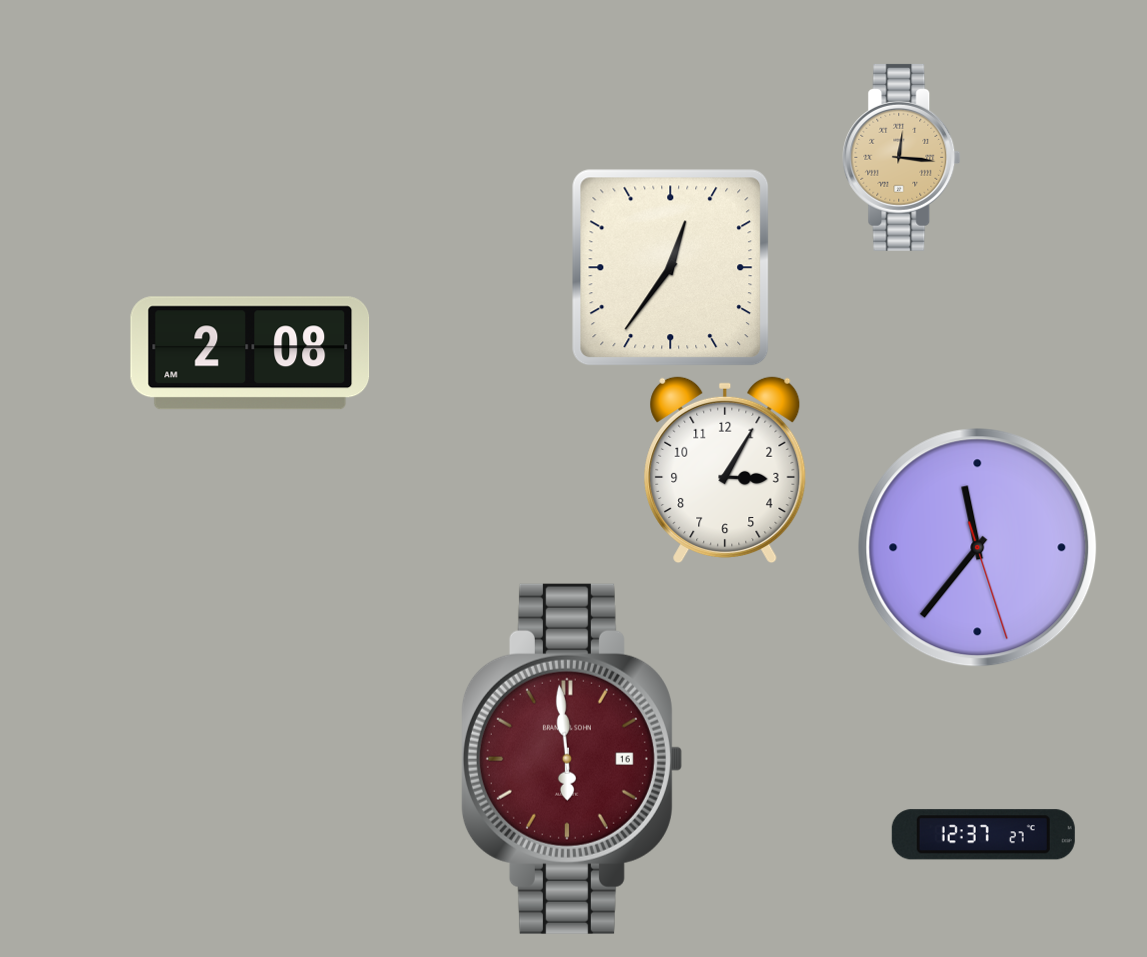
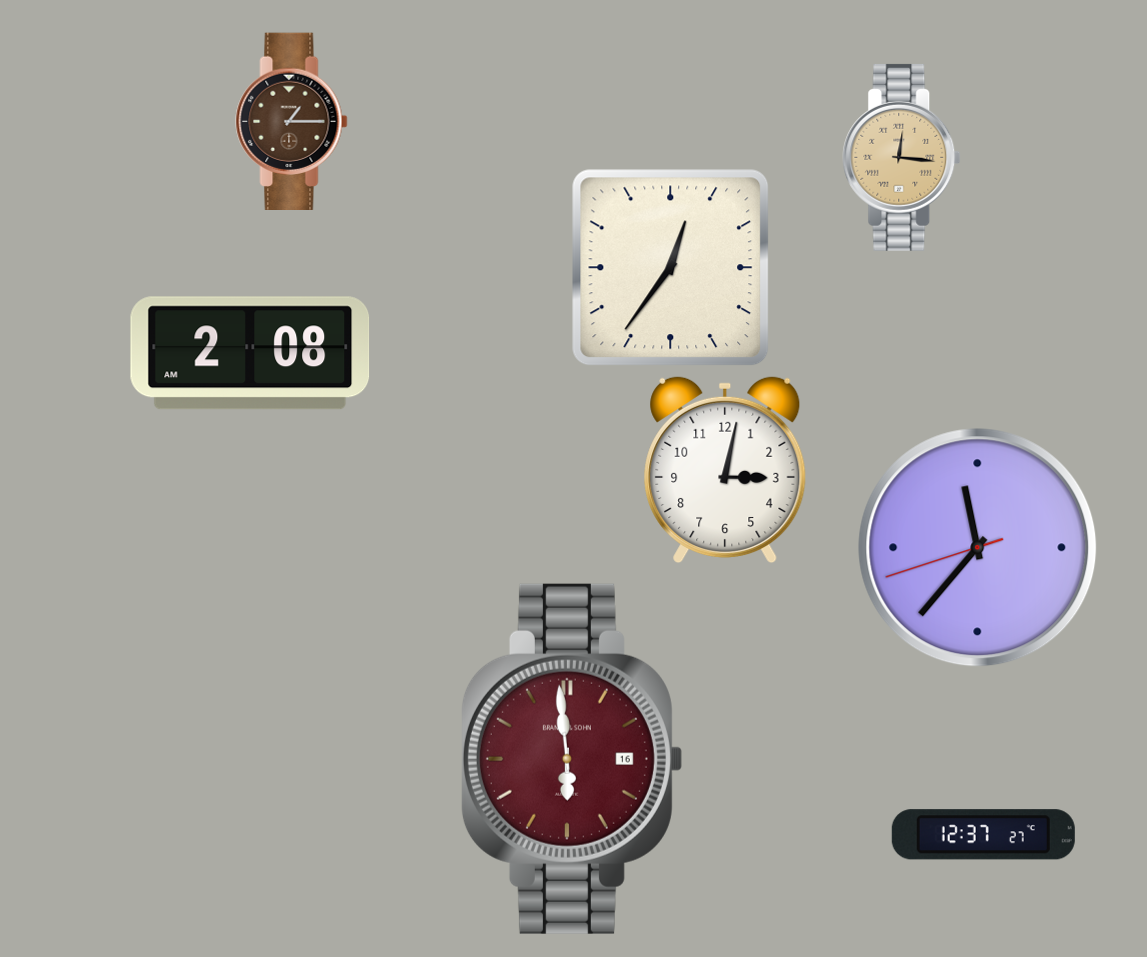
clock at (292, 121): none -> 1:15
clock at (725, 470): 3:05 -> 3:02
clock at (978, 548): 11:36:27 -> 11:36:42
